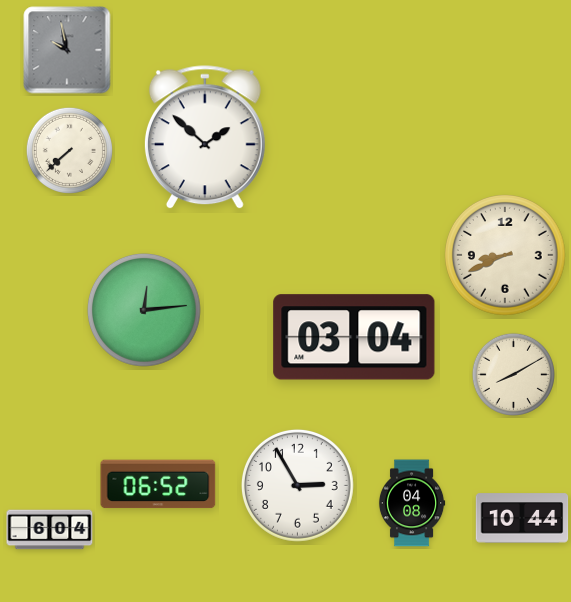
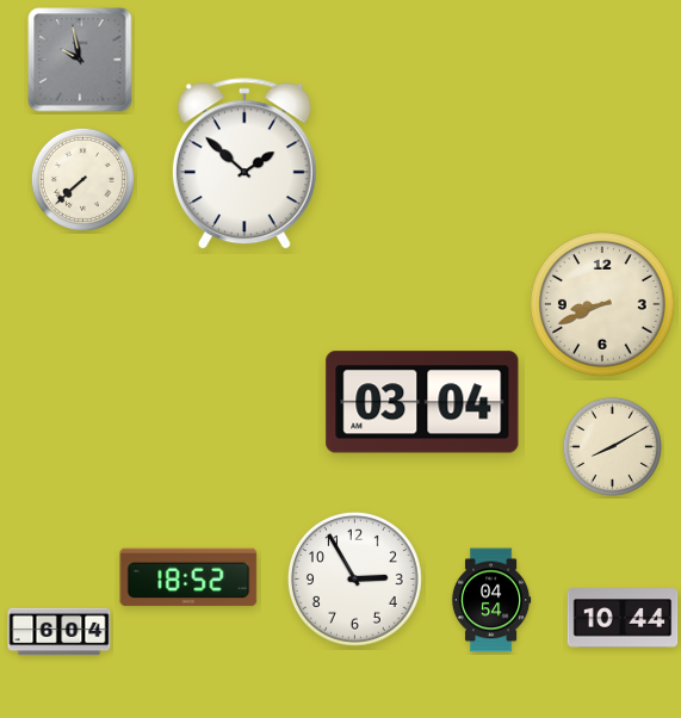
clock at (144, 310): 12:14 -> none
clock at (158, 484): 06:52 -> 18:52
clock at (412, 503): 04:08 -> 04:54
